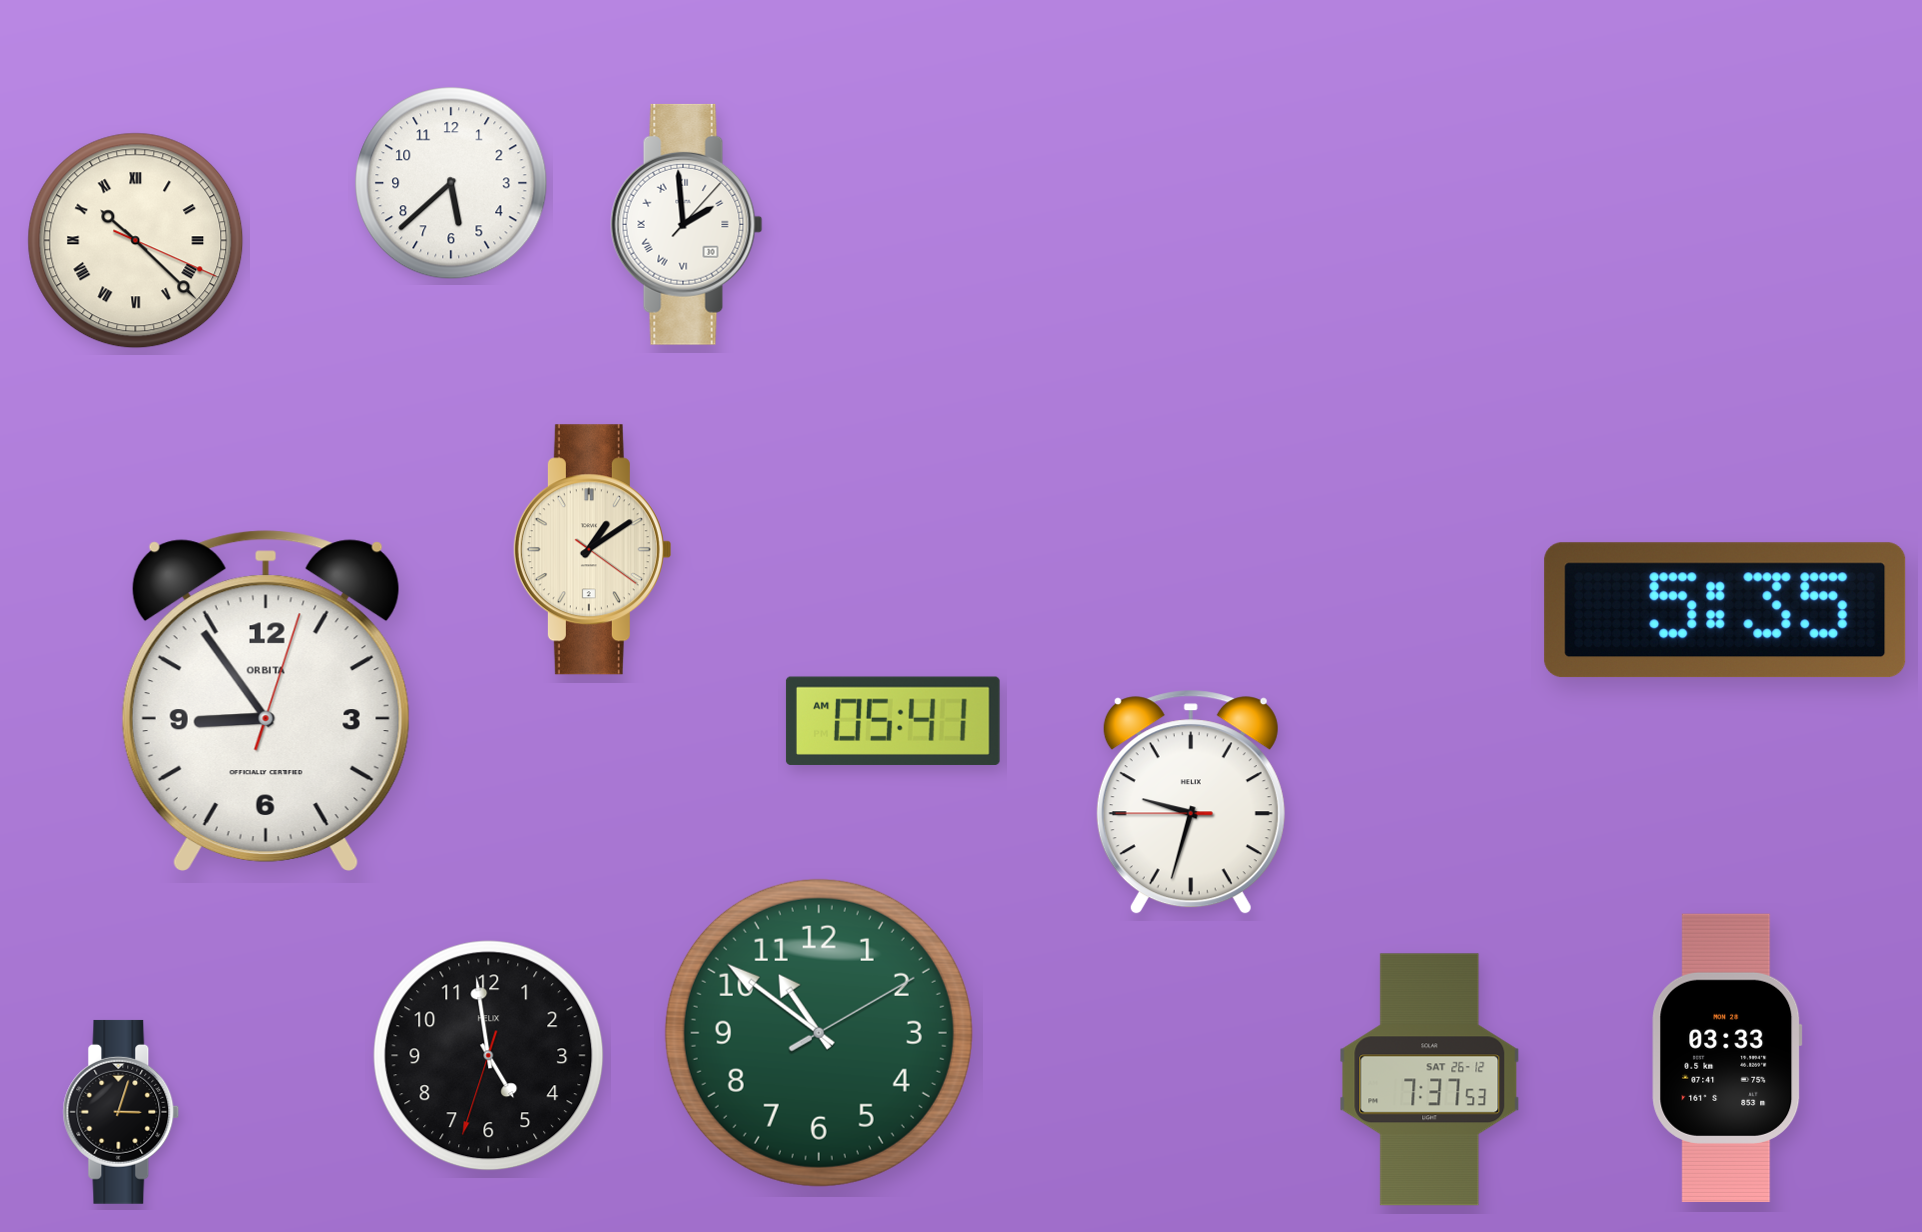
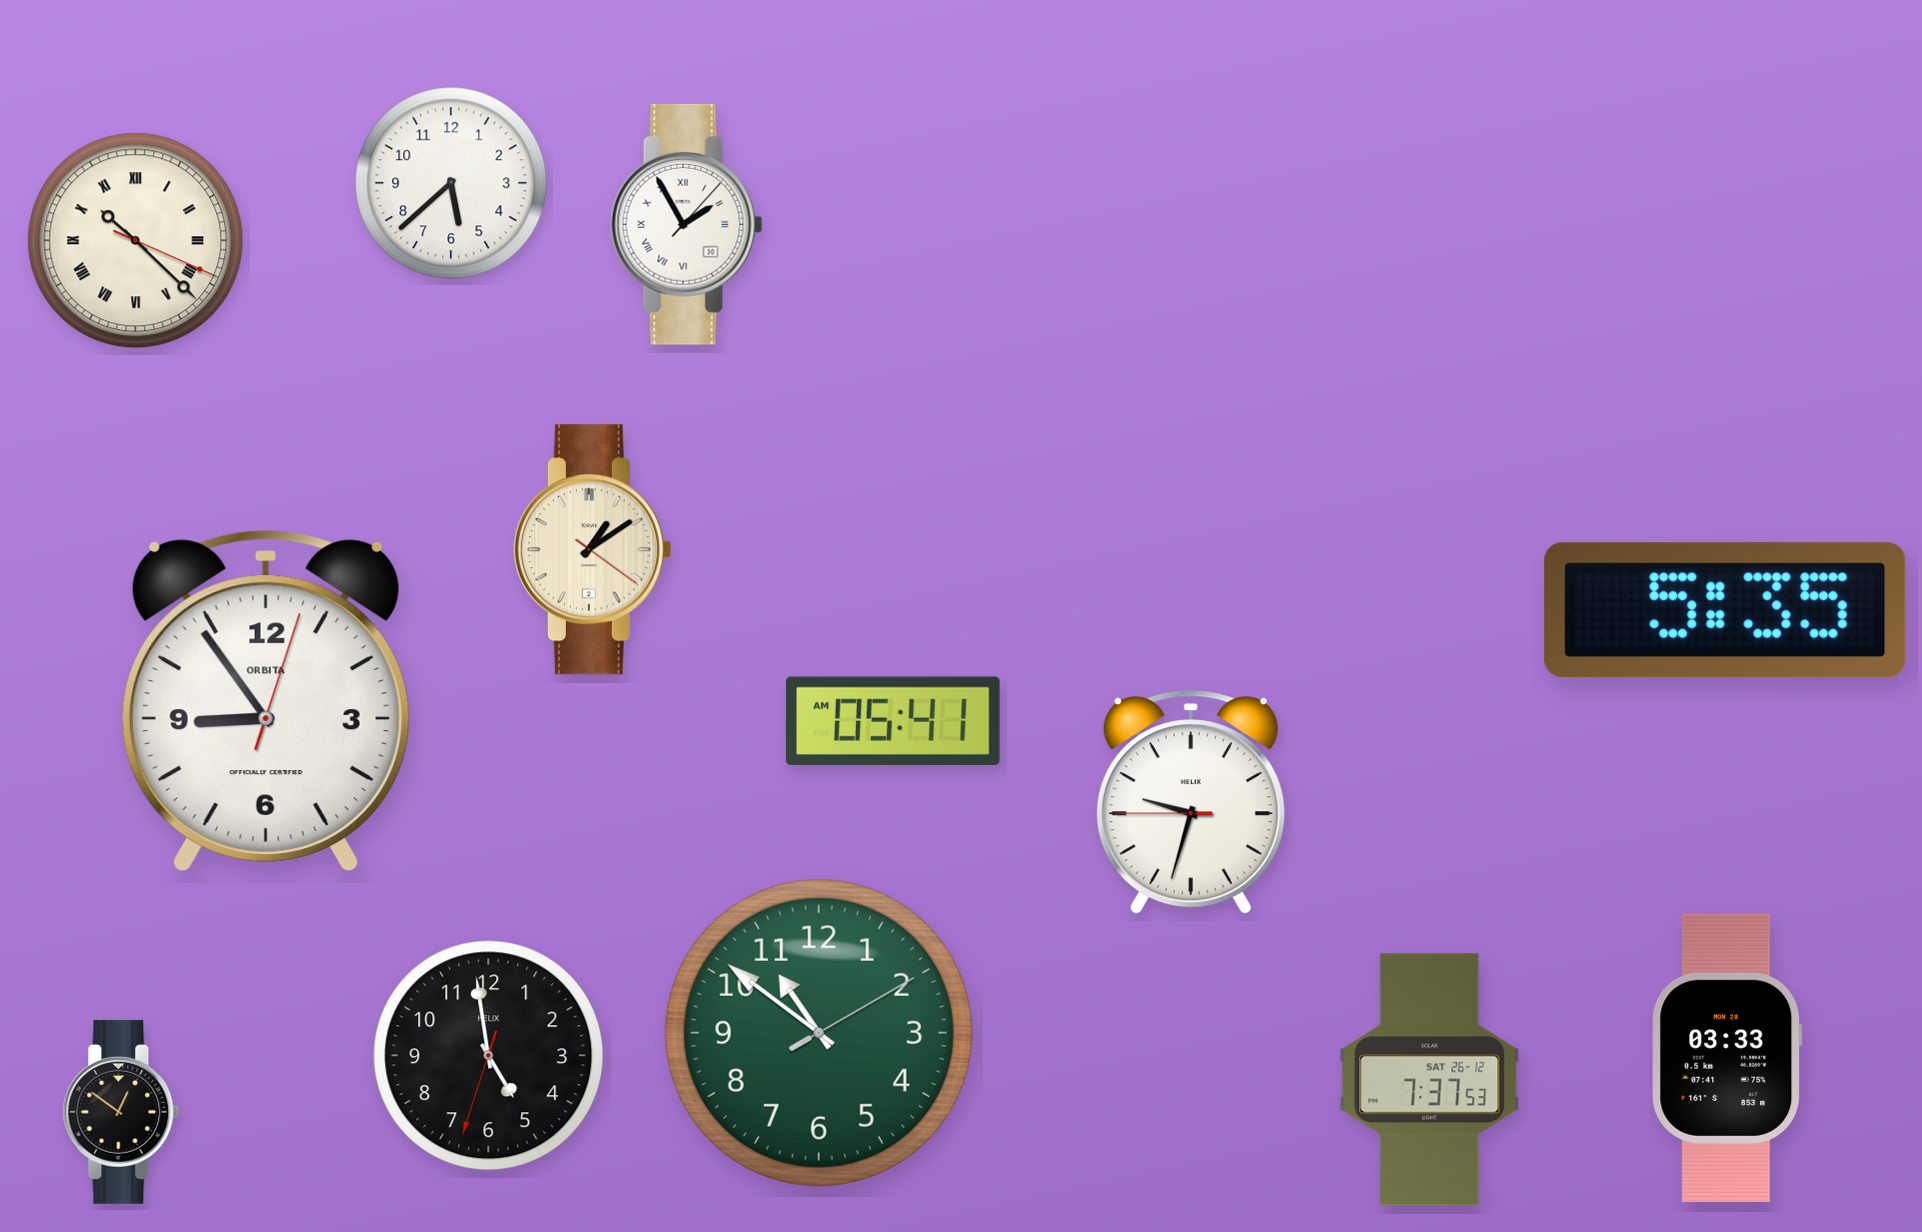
clock at (687, 224): 1:59 -> 1:55
clock at (121, 1112): 3:03 -> 12:51
